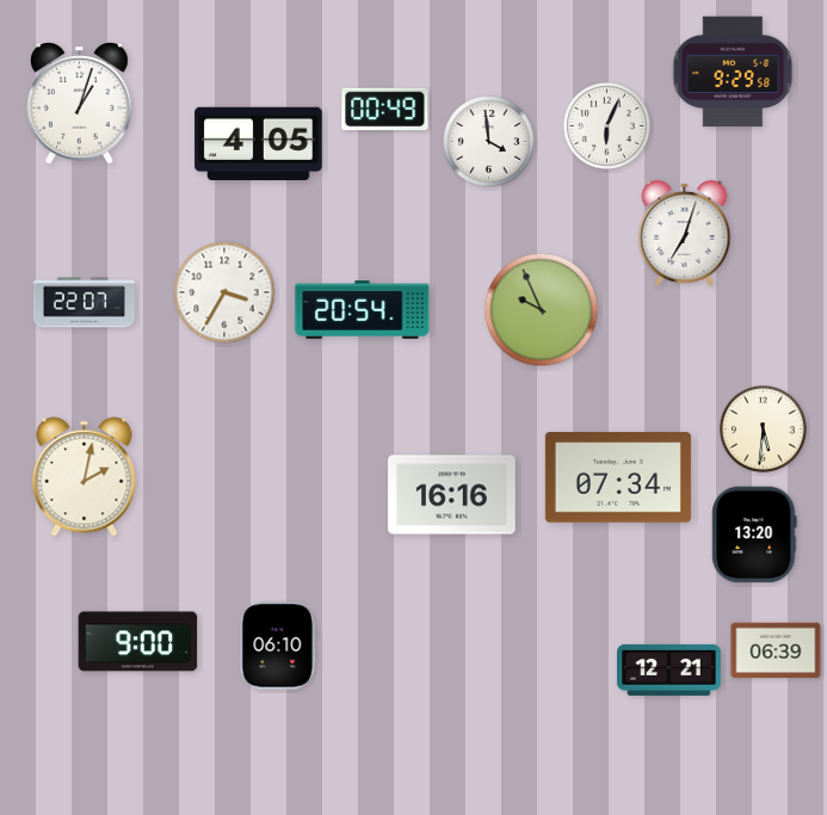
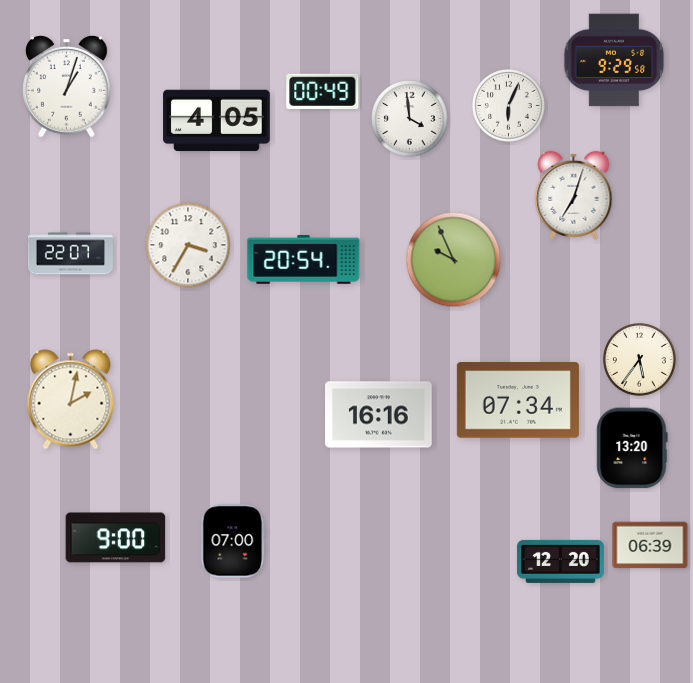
clock at (764, 430): 5:31 -> 5:36
clock at (278, 646): 06:10 -> 07:00
clock at (669, 669): 12:21 -> 12:20
